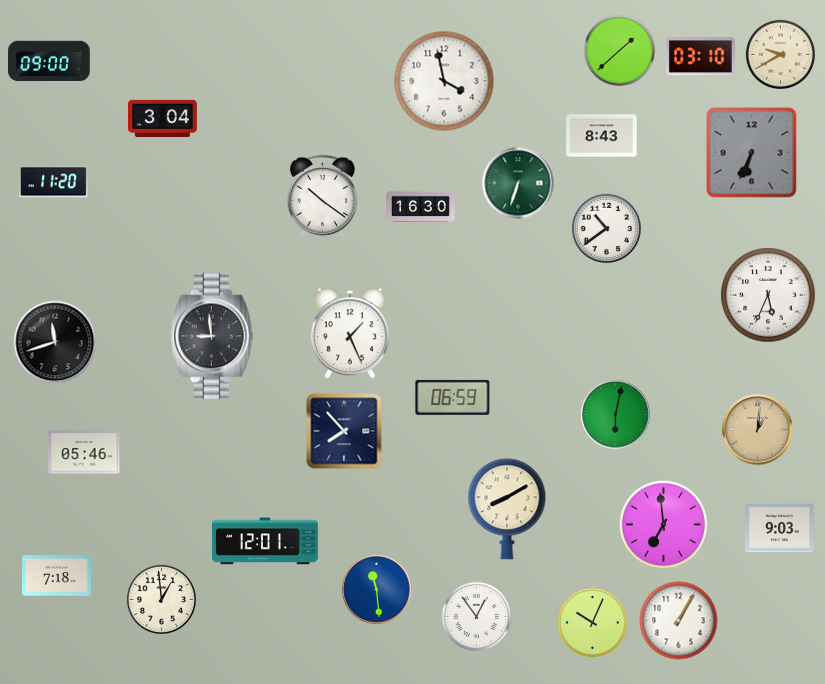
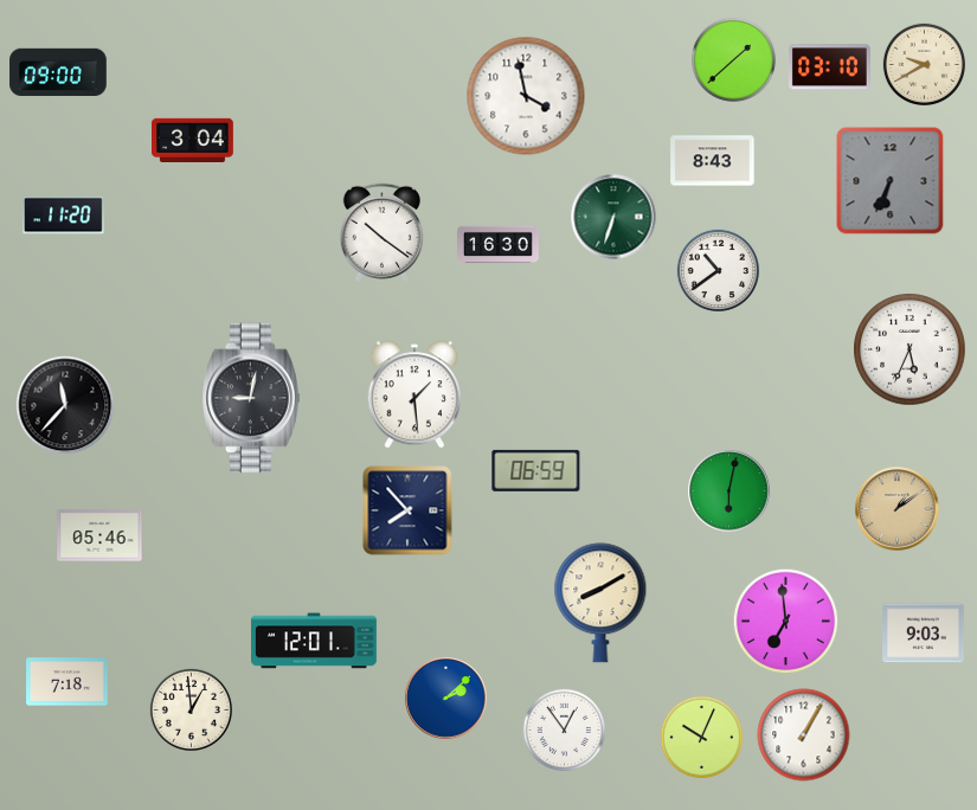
clock at (349, 333): 1:26 -> 1:29
clock at (212, 336): 8:59 -> 9:02
clock at (55, 342): 11:42 -> 11:37
clock at (758, 430): 1:01 -> 1:09
clock at (780, 528) position: (780, 528) -> (924, 634)
clock at (377, 590): 11:29 -> 2:08
